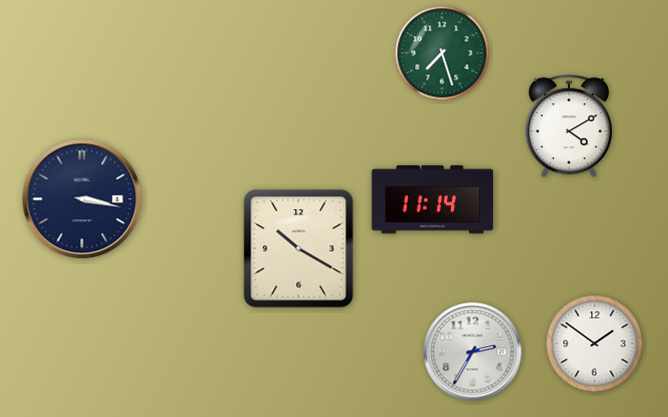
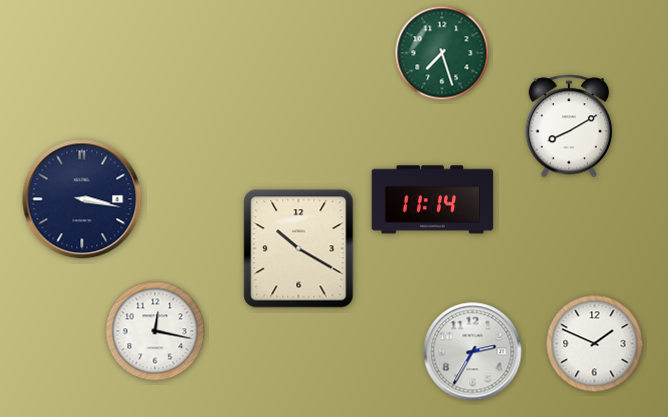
clock at (569, 126): 4:10 -> 8:10
clock at (155, 331): none -> 12:17
clock at (595, 344): 1:51 -> 1:49
